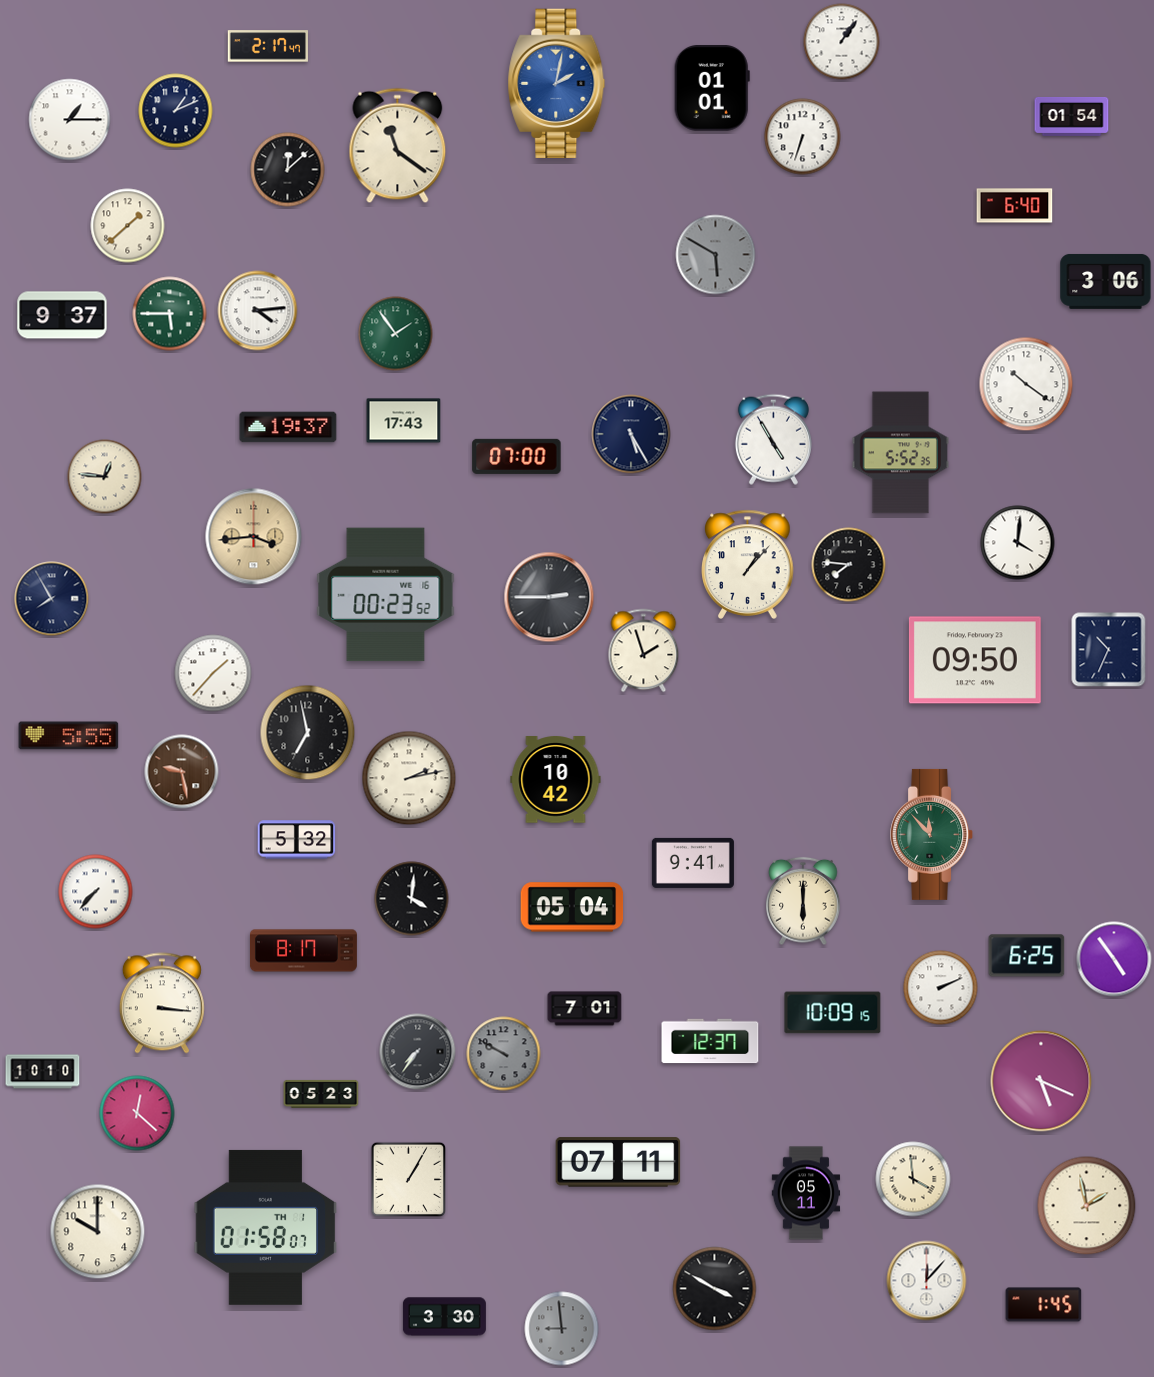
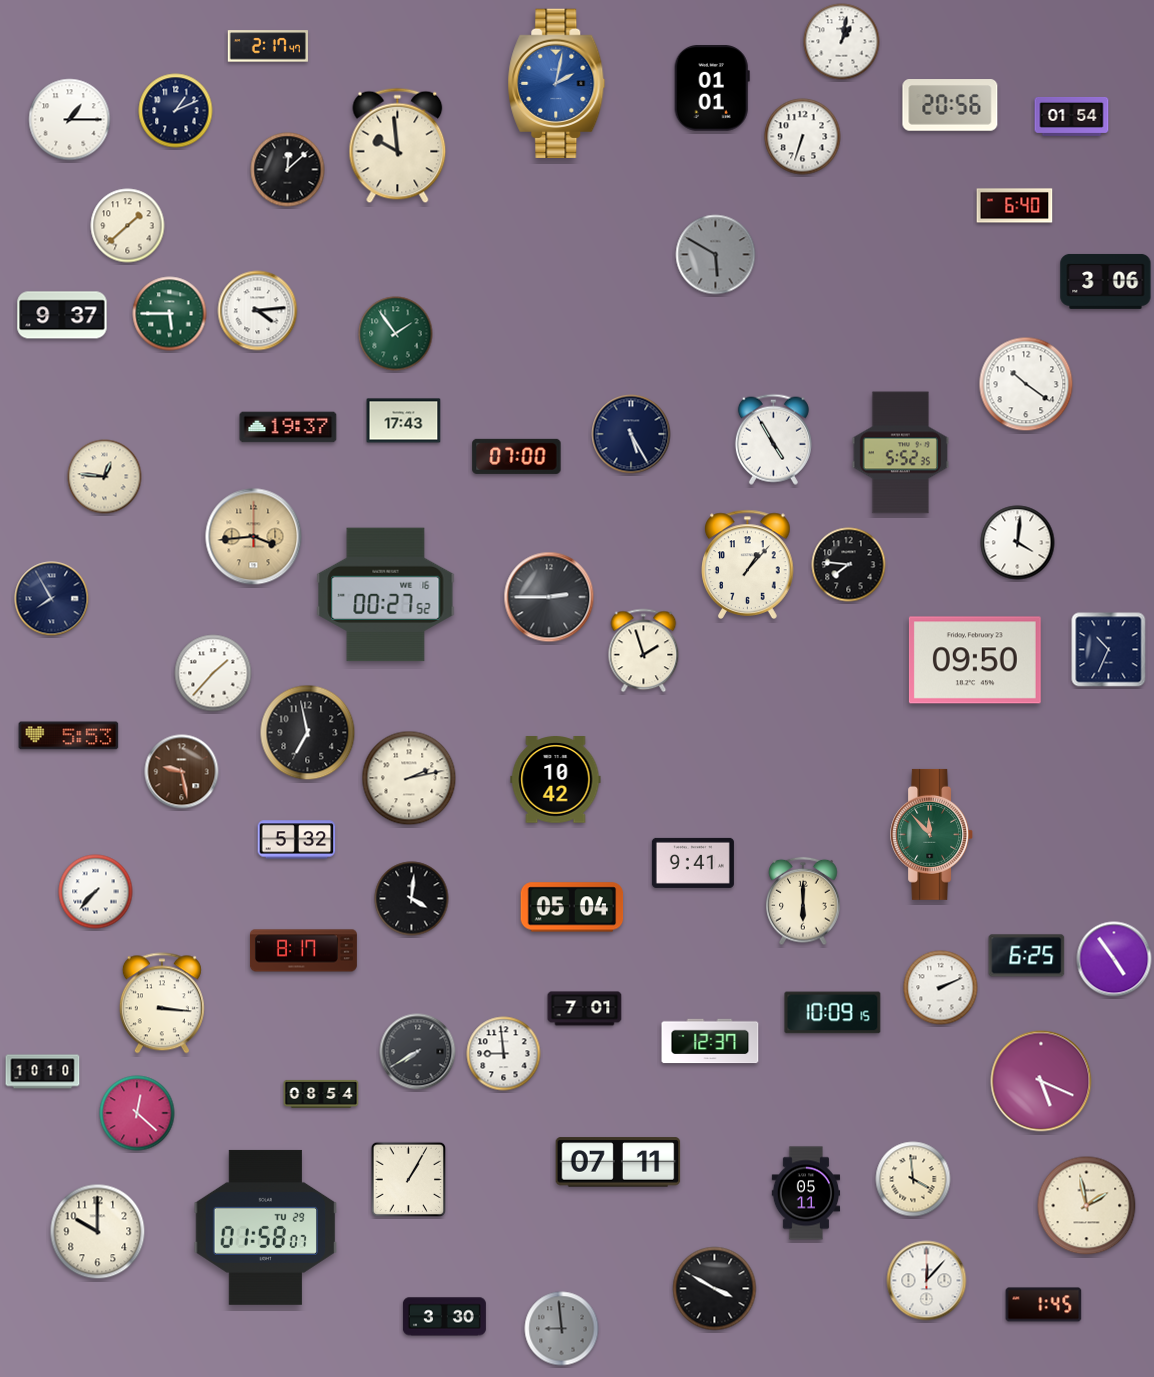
clock at (842, 42): 1:06 -> 1:02
clock at (950, 105): none -> 20:56
clock at (398, 146): 11:21 -> 9:59
clock at (386, 595): 00:23 -> 00:27
clock at (69, 736): 5:55 -> 5:53
clock at (418, 1052): 7:36 -> 7:40
clock at (504, 1054): 9:50 -> 8:59
clock at (504, 1054) dial: grey -> white
clock at (321, 1094): 05:23 -> 08:54
clock at (266, 1227) date: TH 1 -> TU 29
